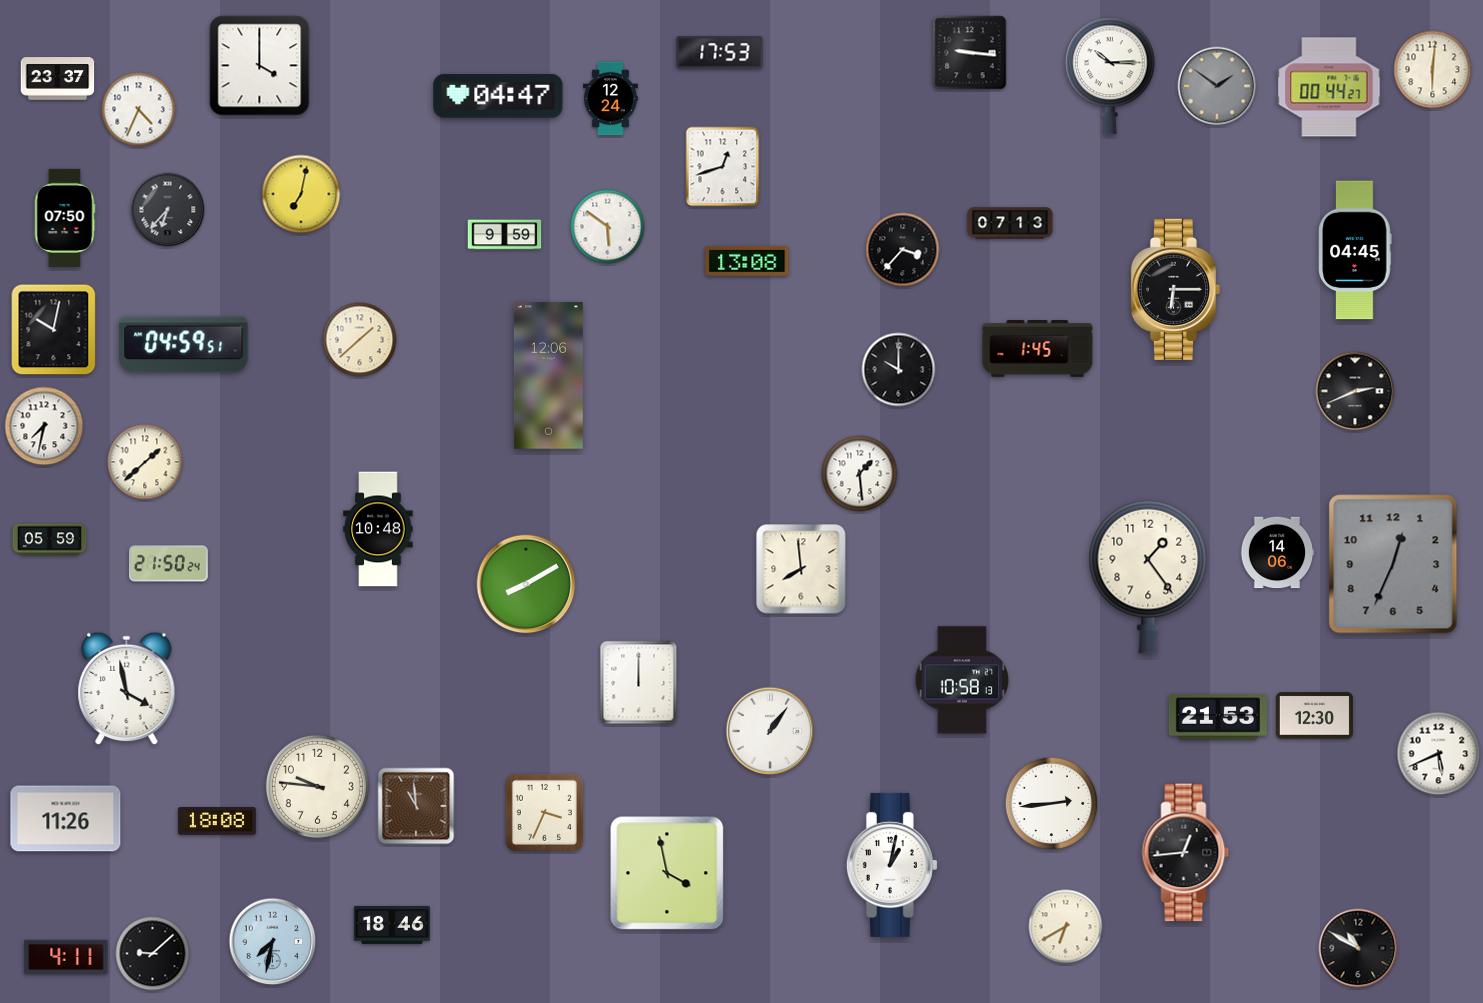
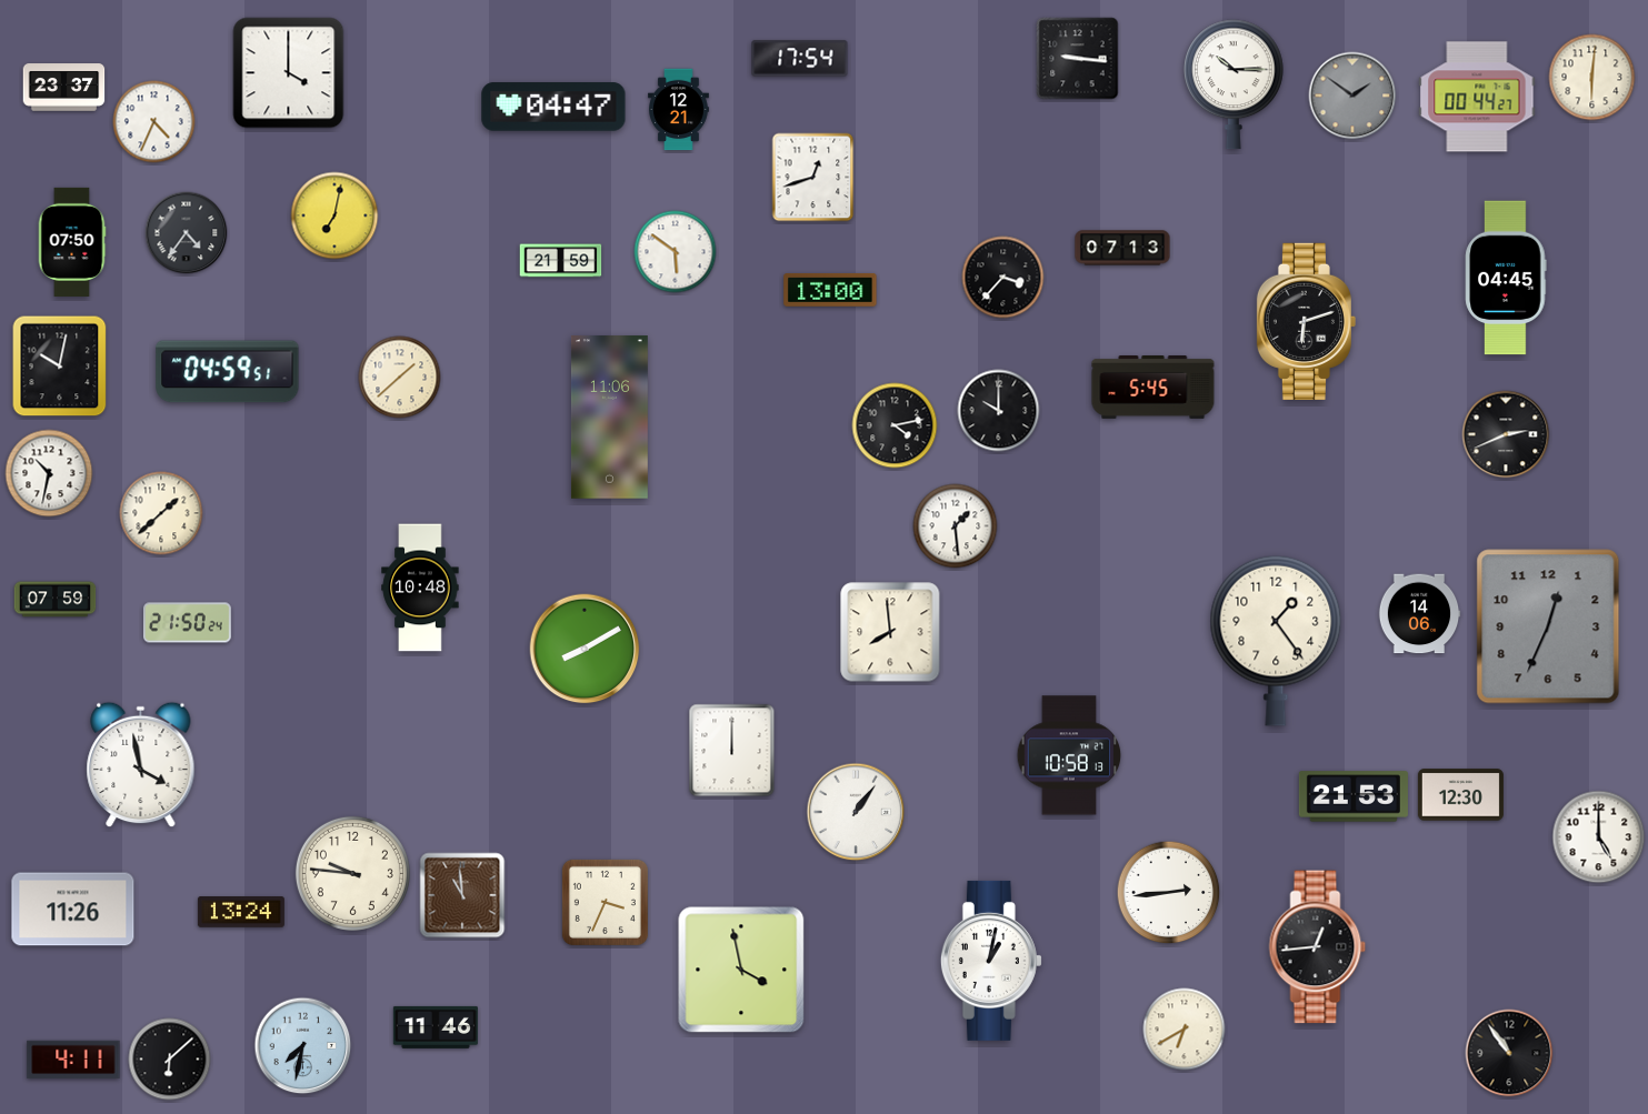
clock at (720, 53): 17:53 -> 17:54
clock at (611, 99): 12:24 -> 12:21
clock at (723, 167) position: (723, 167) -> (813, 178)
clock at (168, 210): 6:37 -> 4:36
clock at (505, 235): 9:59 -> 21:59
clock at (747, 262): 13:08 -> 13:00
clock at (1175, 289): 6:15 -> 6:12
clock at (184, 345) position: (184, 345) -> (228, 372)
clock at (1038, 349): 1:45 -> 5:45
clock at (548, 376): 12:06 -> 11:06
clock at (895, 425): none -> 4:13
clock at (44, 426): 7:32 -> 10:32
clock at (50, 540): 05:59 -> 07:59
clock at (169, 564) position: (169, 564) -> (188, 623)
clock at (639, 683) position: (639, 683) -> (732, 751)
clock at (1439, 754): 5:41 -> 5:00
clock at (217, 822): 18:08 -> 13:24
clock at (392, 925): 18:46 -> 11:46
clock at (1358, 948): 10:50 -> 10:54
clock at (153, 954): 9:08 -> 6:08
clock at (66, 957) position: (66, 957) -> (73, 1060)
